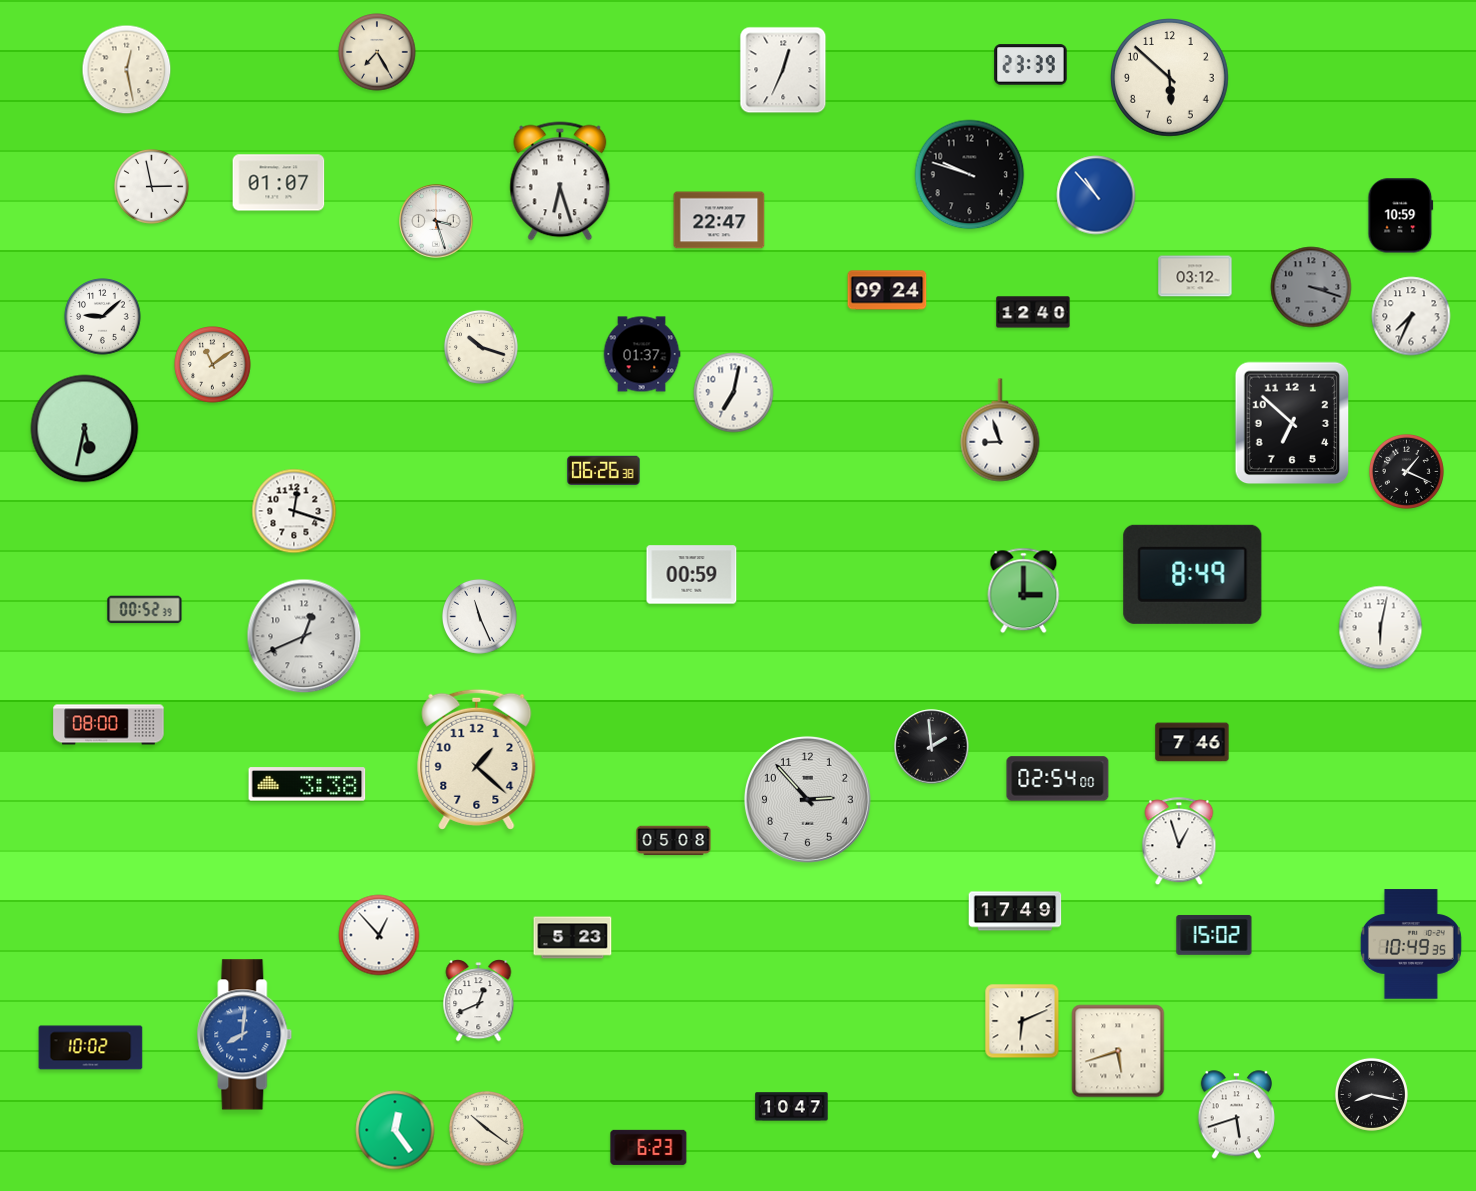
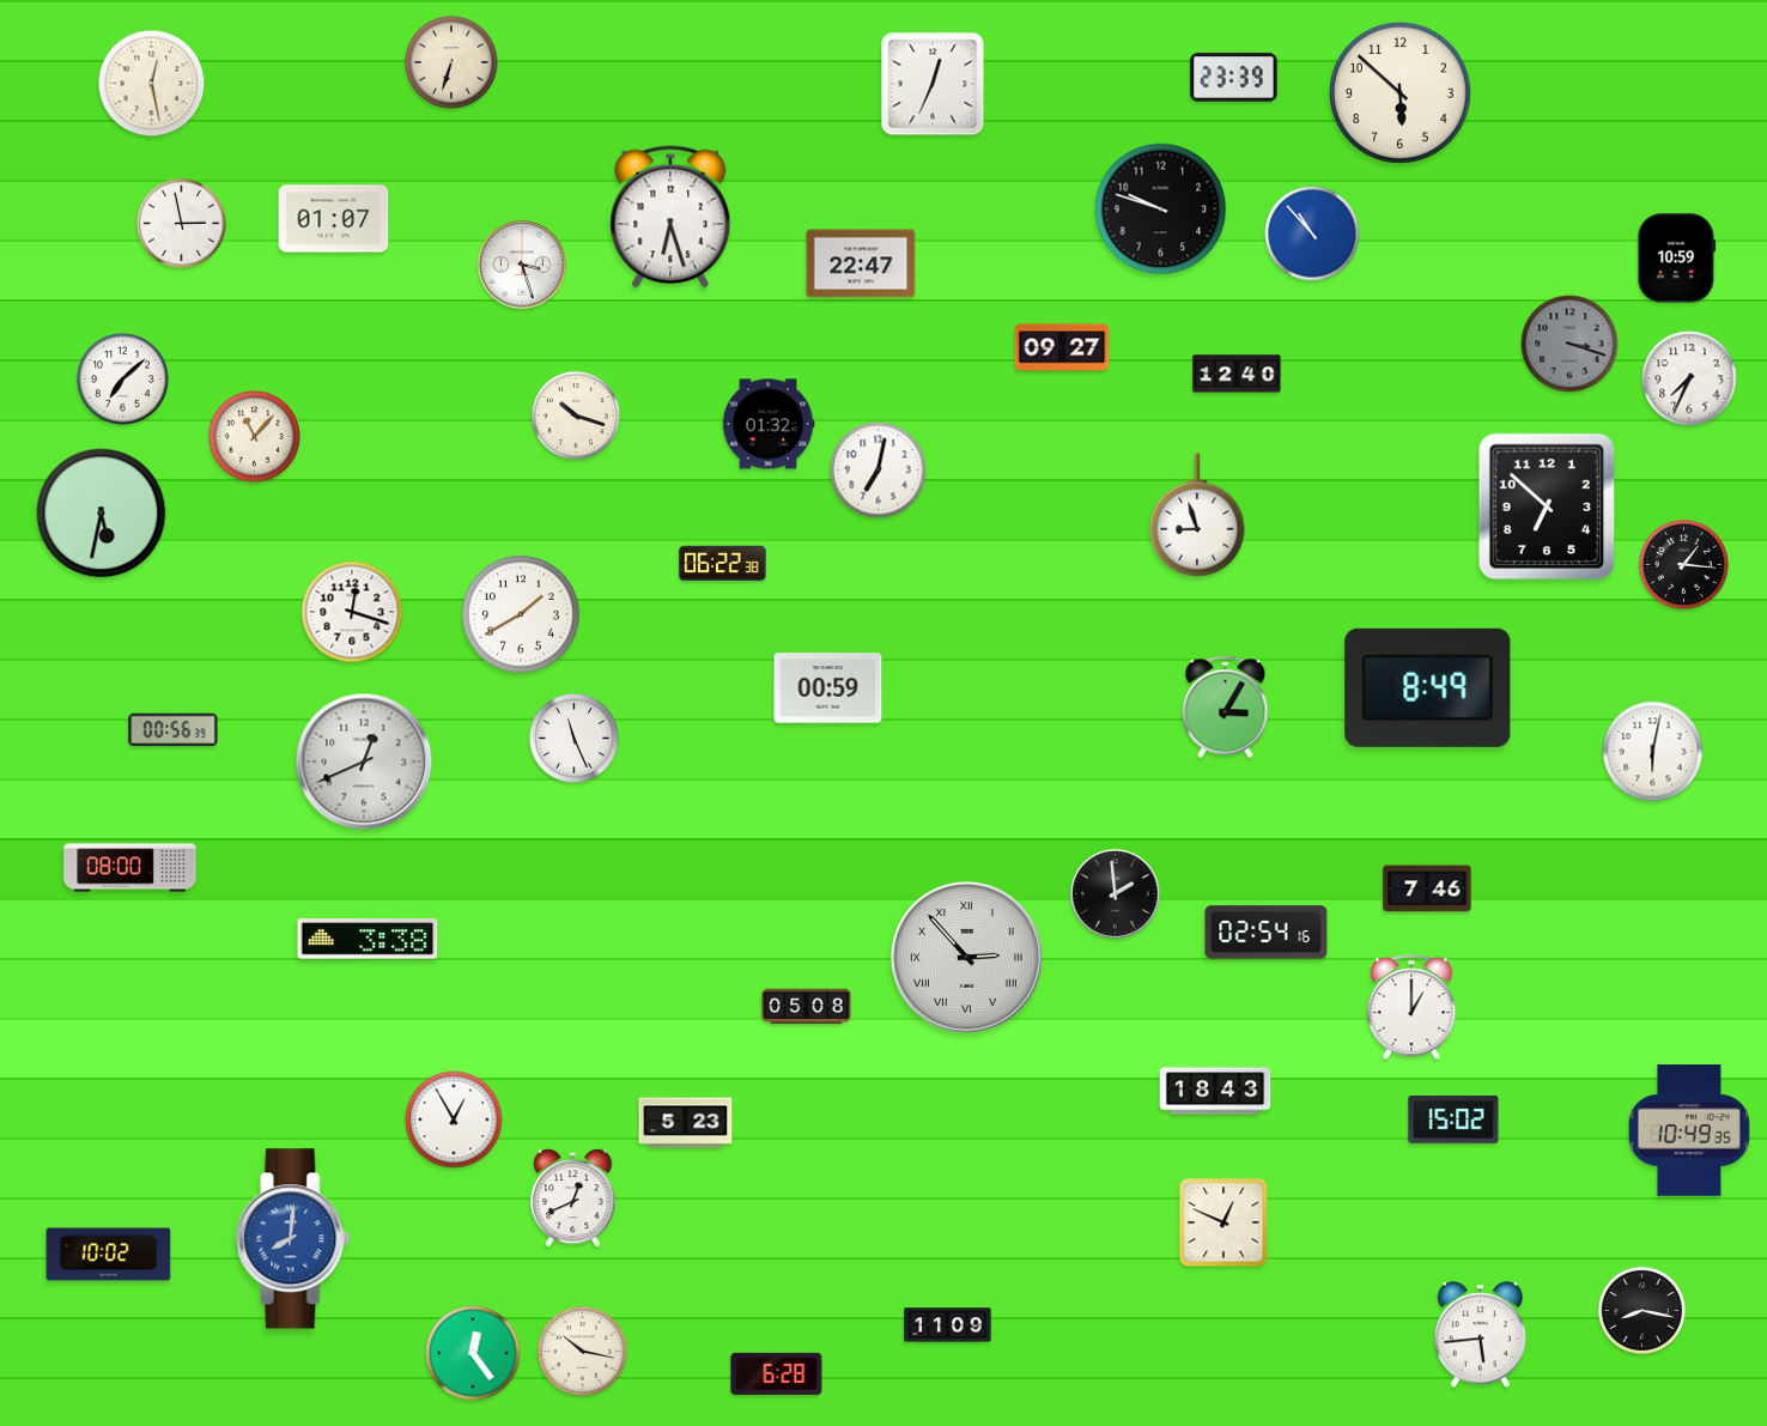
clock at (377, 52): 7:25 -> 6:33
clock at (783, 70) position: (783, 70) -> (933, 84)
clock at (1195, 276): 03:12 -> none
clock at (887, 290): 09:24 -> 09:27
clock at (103, 317): 9:08 -> 7:08
clock at (642, 354): 01:37 -> 01:32
clock at (213, 365): 11:09 -> 11:07
clock at (604, 470): 06:26 -> 06:22
clock at (1406, 471): 1:19 -> 1:16
clock at (521, 614): none -> 1:40
clock at (1024, 591): 3:00 -> 3:05
clock at (145, 610): 00:52 -> 00:56
clock at (477, 759): 1:22 -> none
clock at (1058, 779): 02:54:00 -> 02:54:16
clock at (807, 799) numerals: Arabic -> Roman
clock at (1179, 842): 12:57 -> 1:00
clock at (1015, 911): 17:49 -> 18:43
clock at (379, 935): 12:53 -> 12:55
clock at (1022, 1021): 6:11 -> 12:49
clock at (1118, 1051): 5:42 -> none
clock at (792, 1107): 10:47 -> 11:09
clock at (1236, 1115): 5:42 -> 5:44
clock at (486, 1128): 10:21 -> 10:17
clock at (649, 1147): 6:23 -> 6:28
